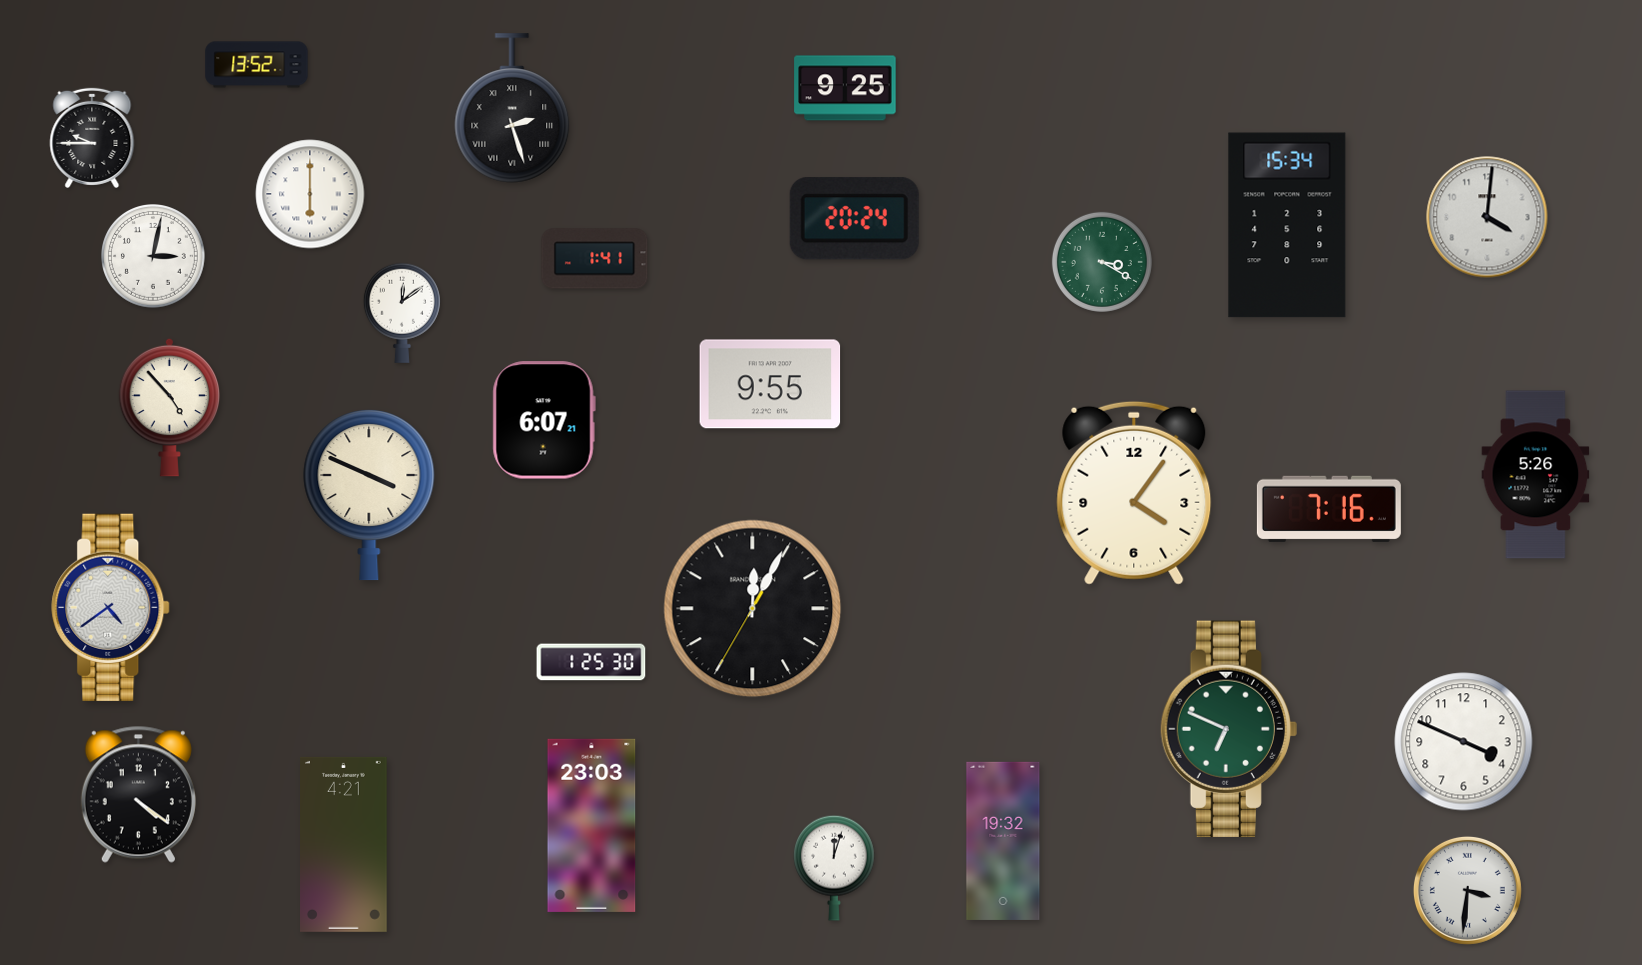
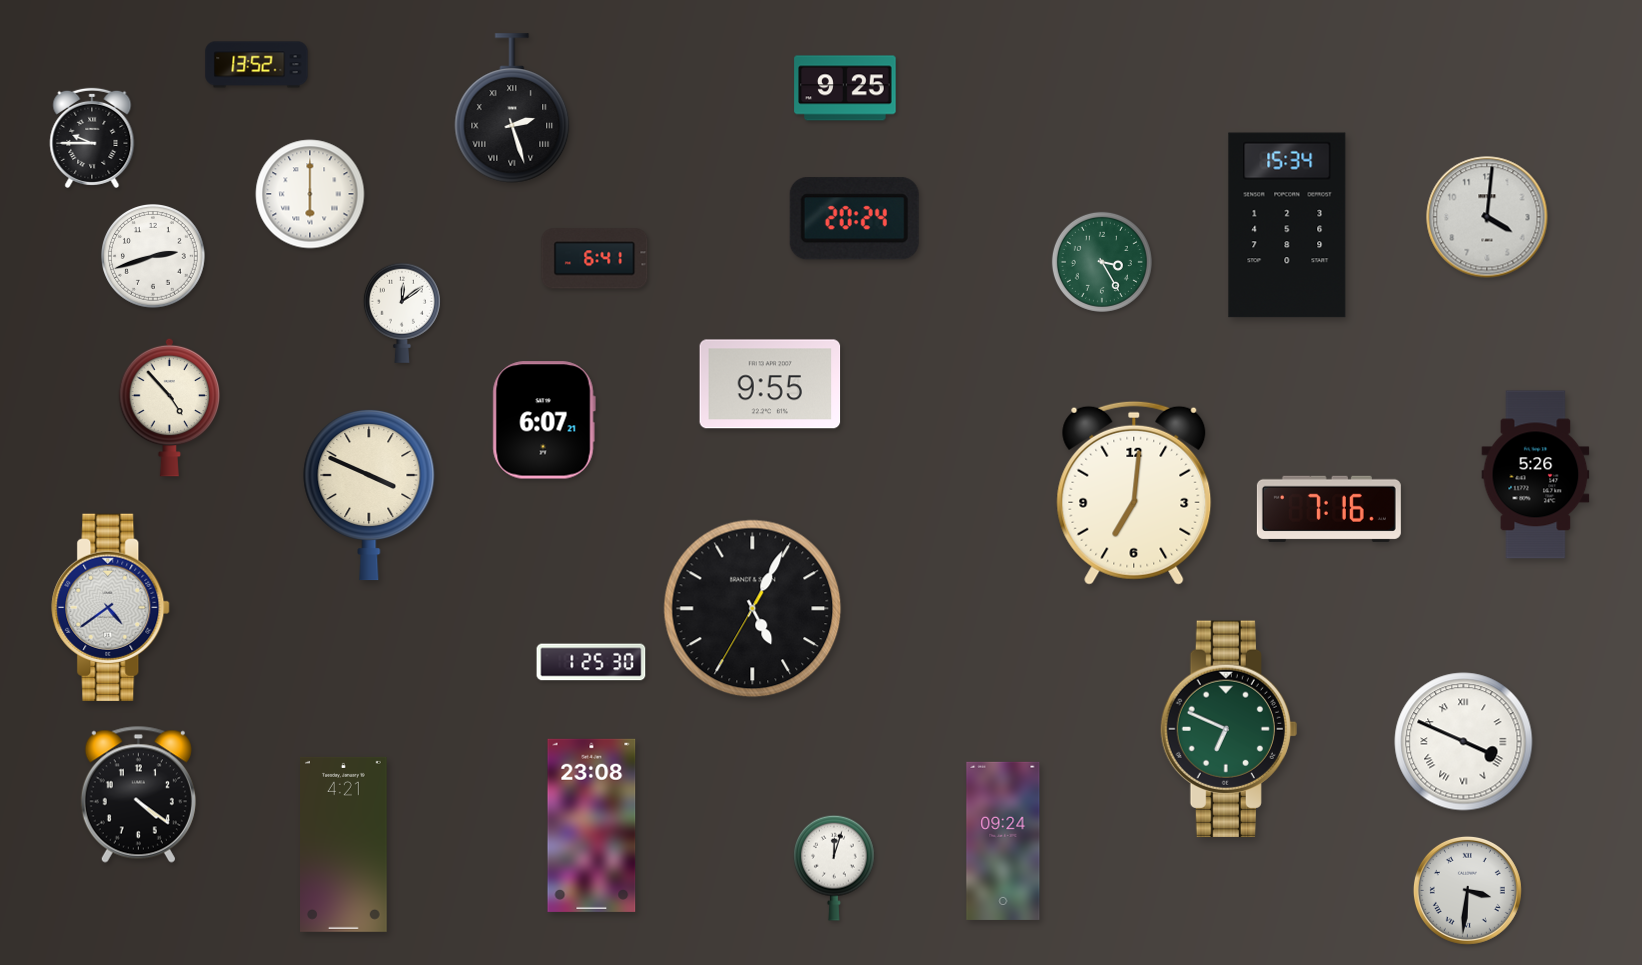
clock at (154, 257): 3:02 -> 2:42
clock at (595, 259): 1:41 -> 6:41
clock at (1102, 262): 3:20 -> 3:25
clock at (1134, 493): 4:06 -> 7:01
clock at (753, 609): 12:04 -> 5:04
clock at (1464, 742) numerals: Arabic -> Roman
clock at (592, 825): 23:03 -> 23:08
clock at (1003, 841): 19:32 -> 09:24
